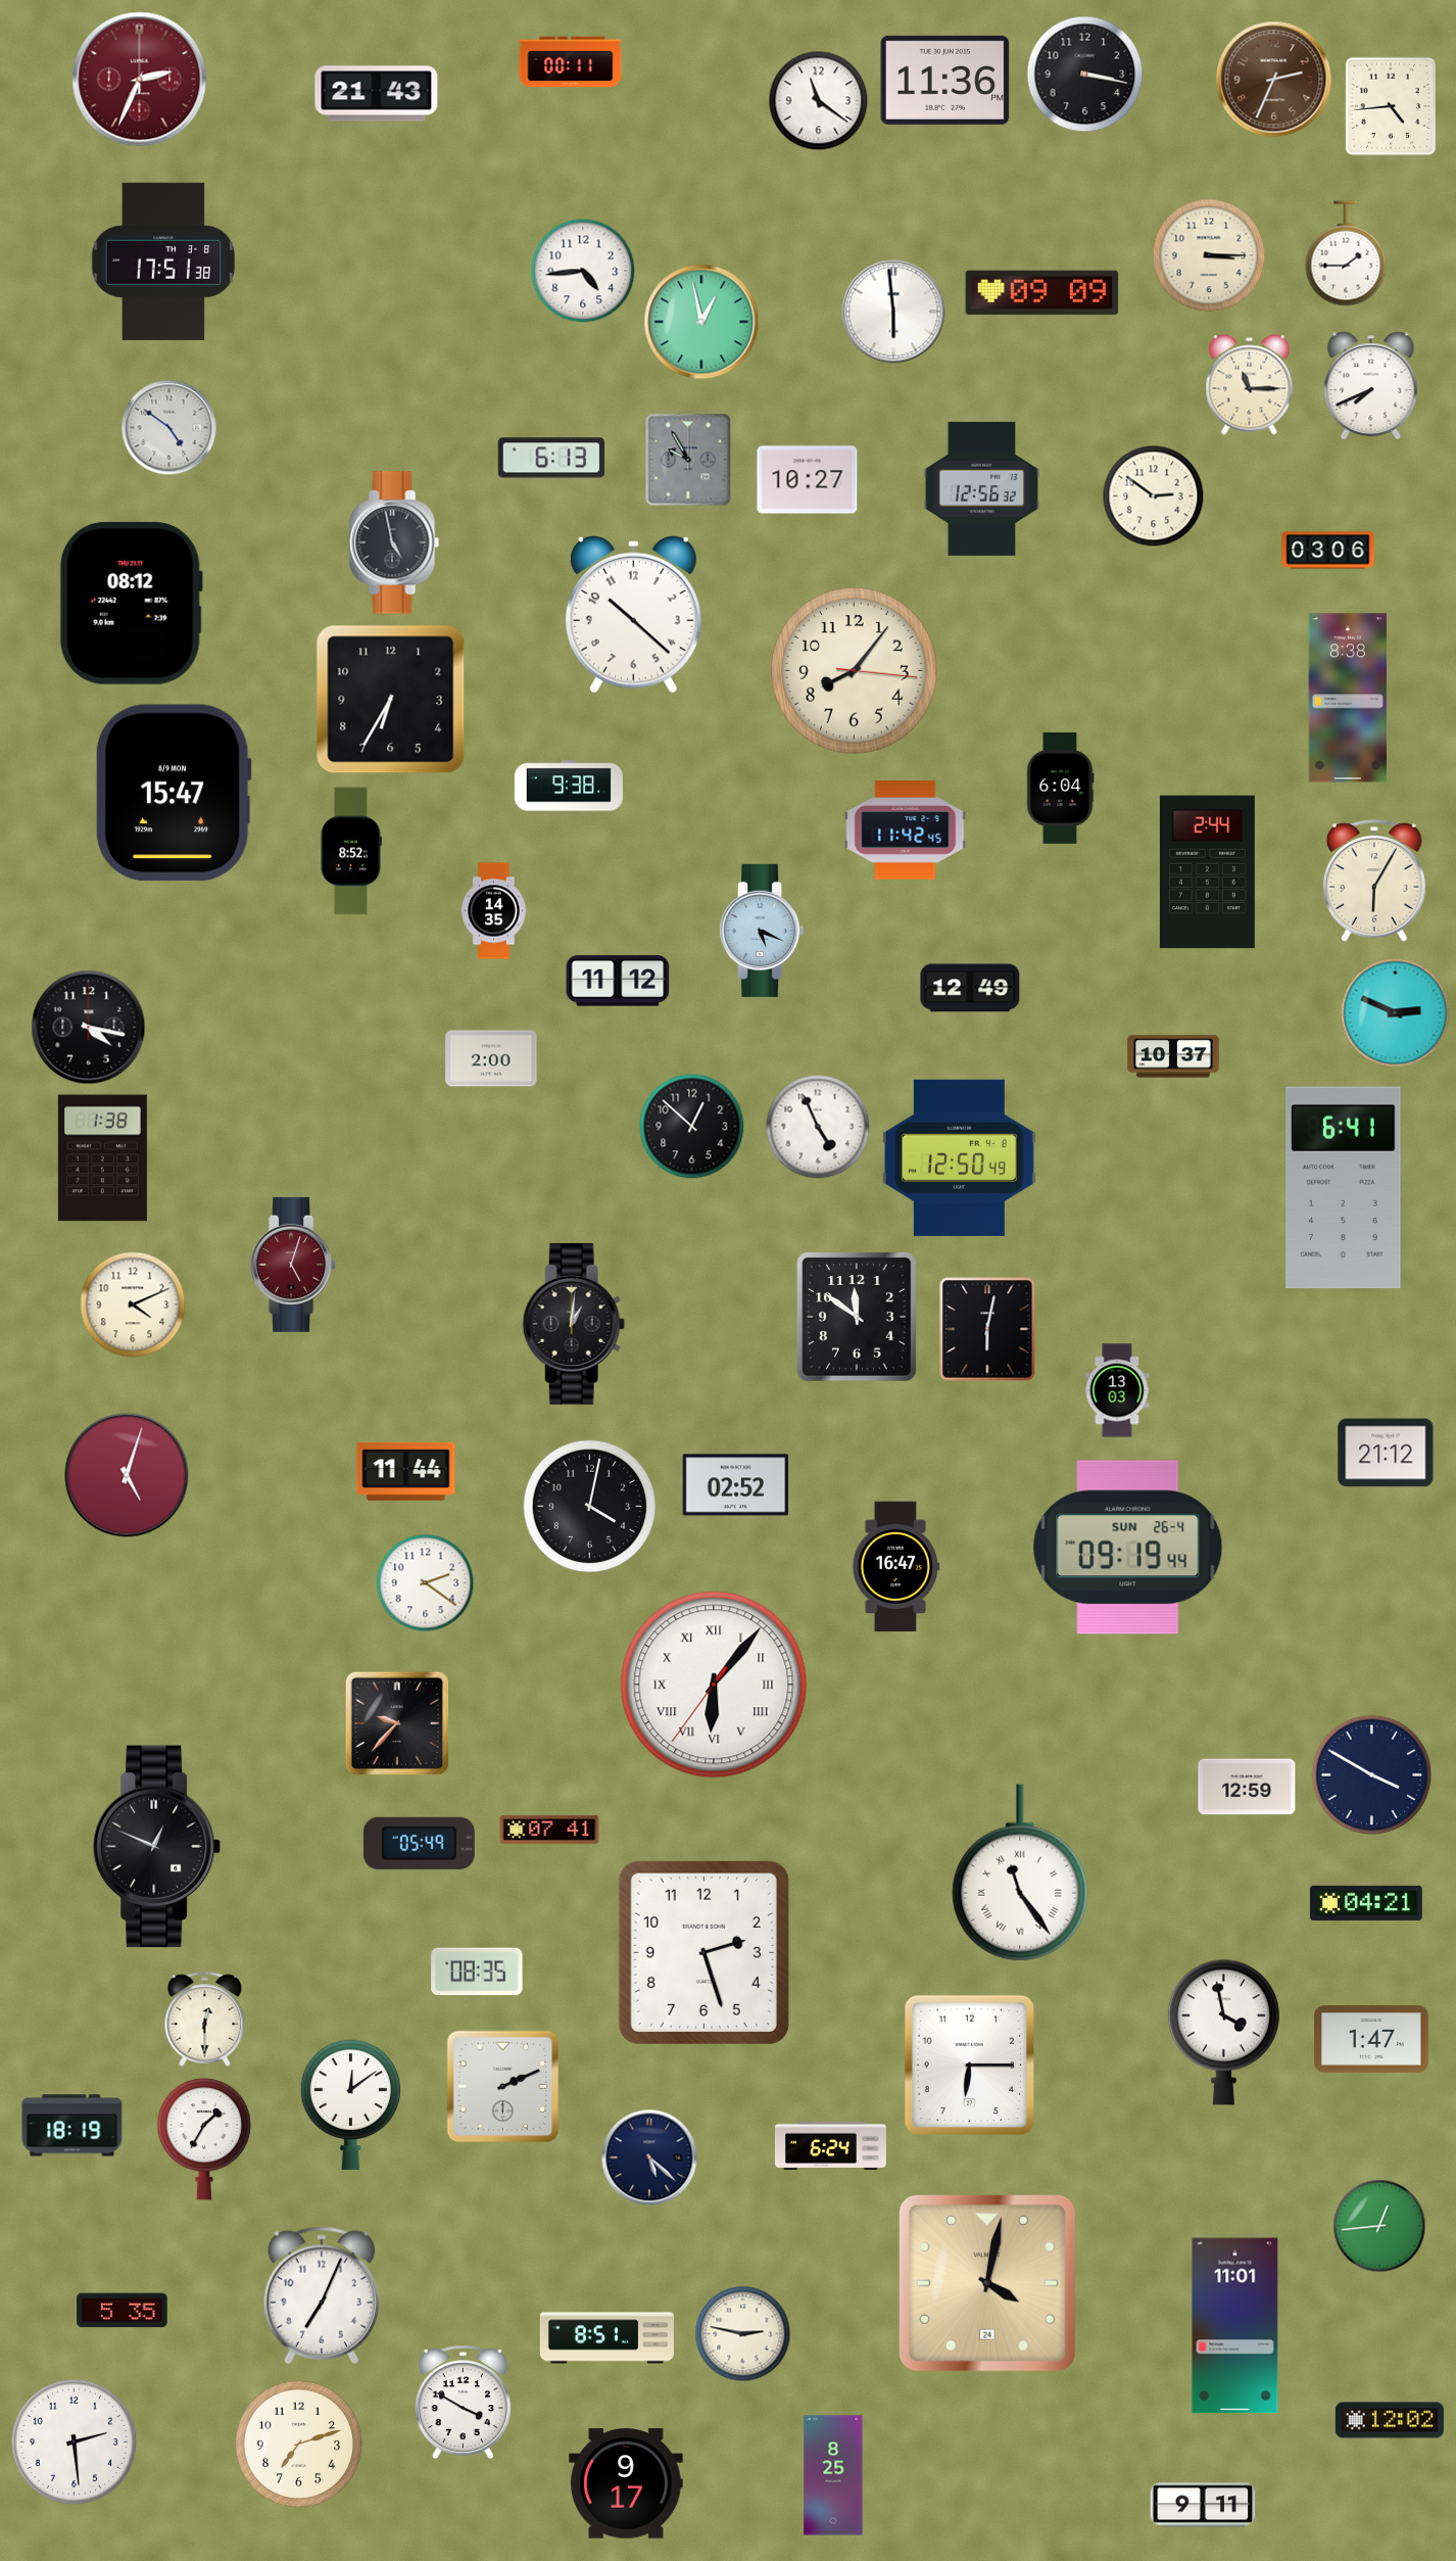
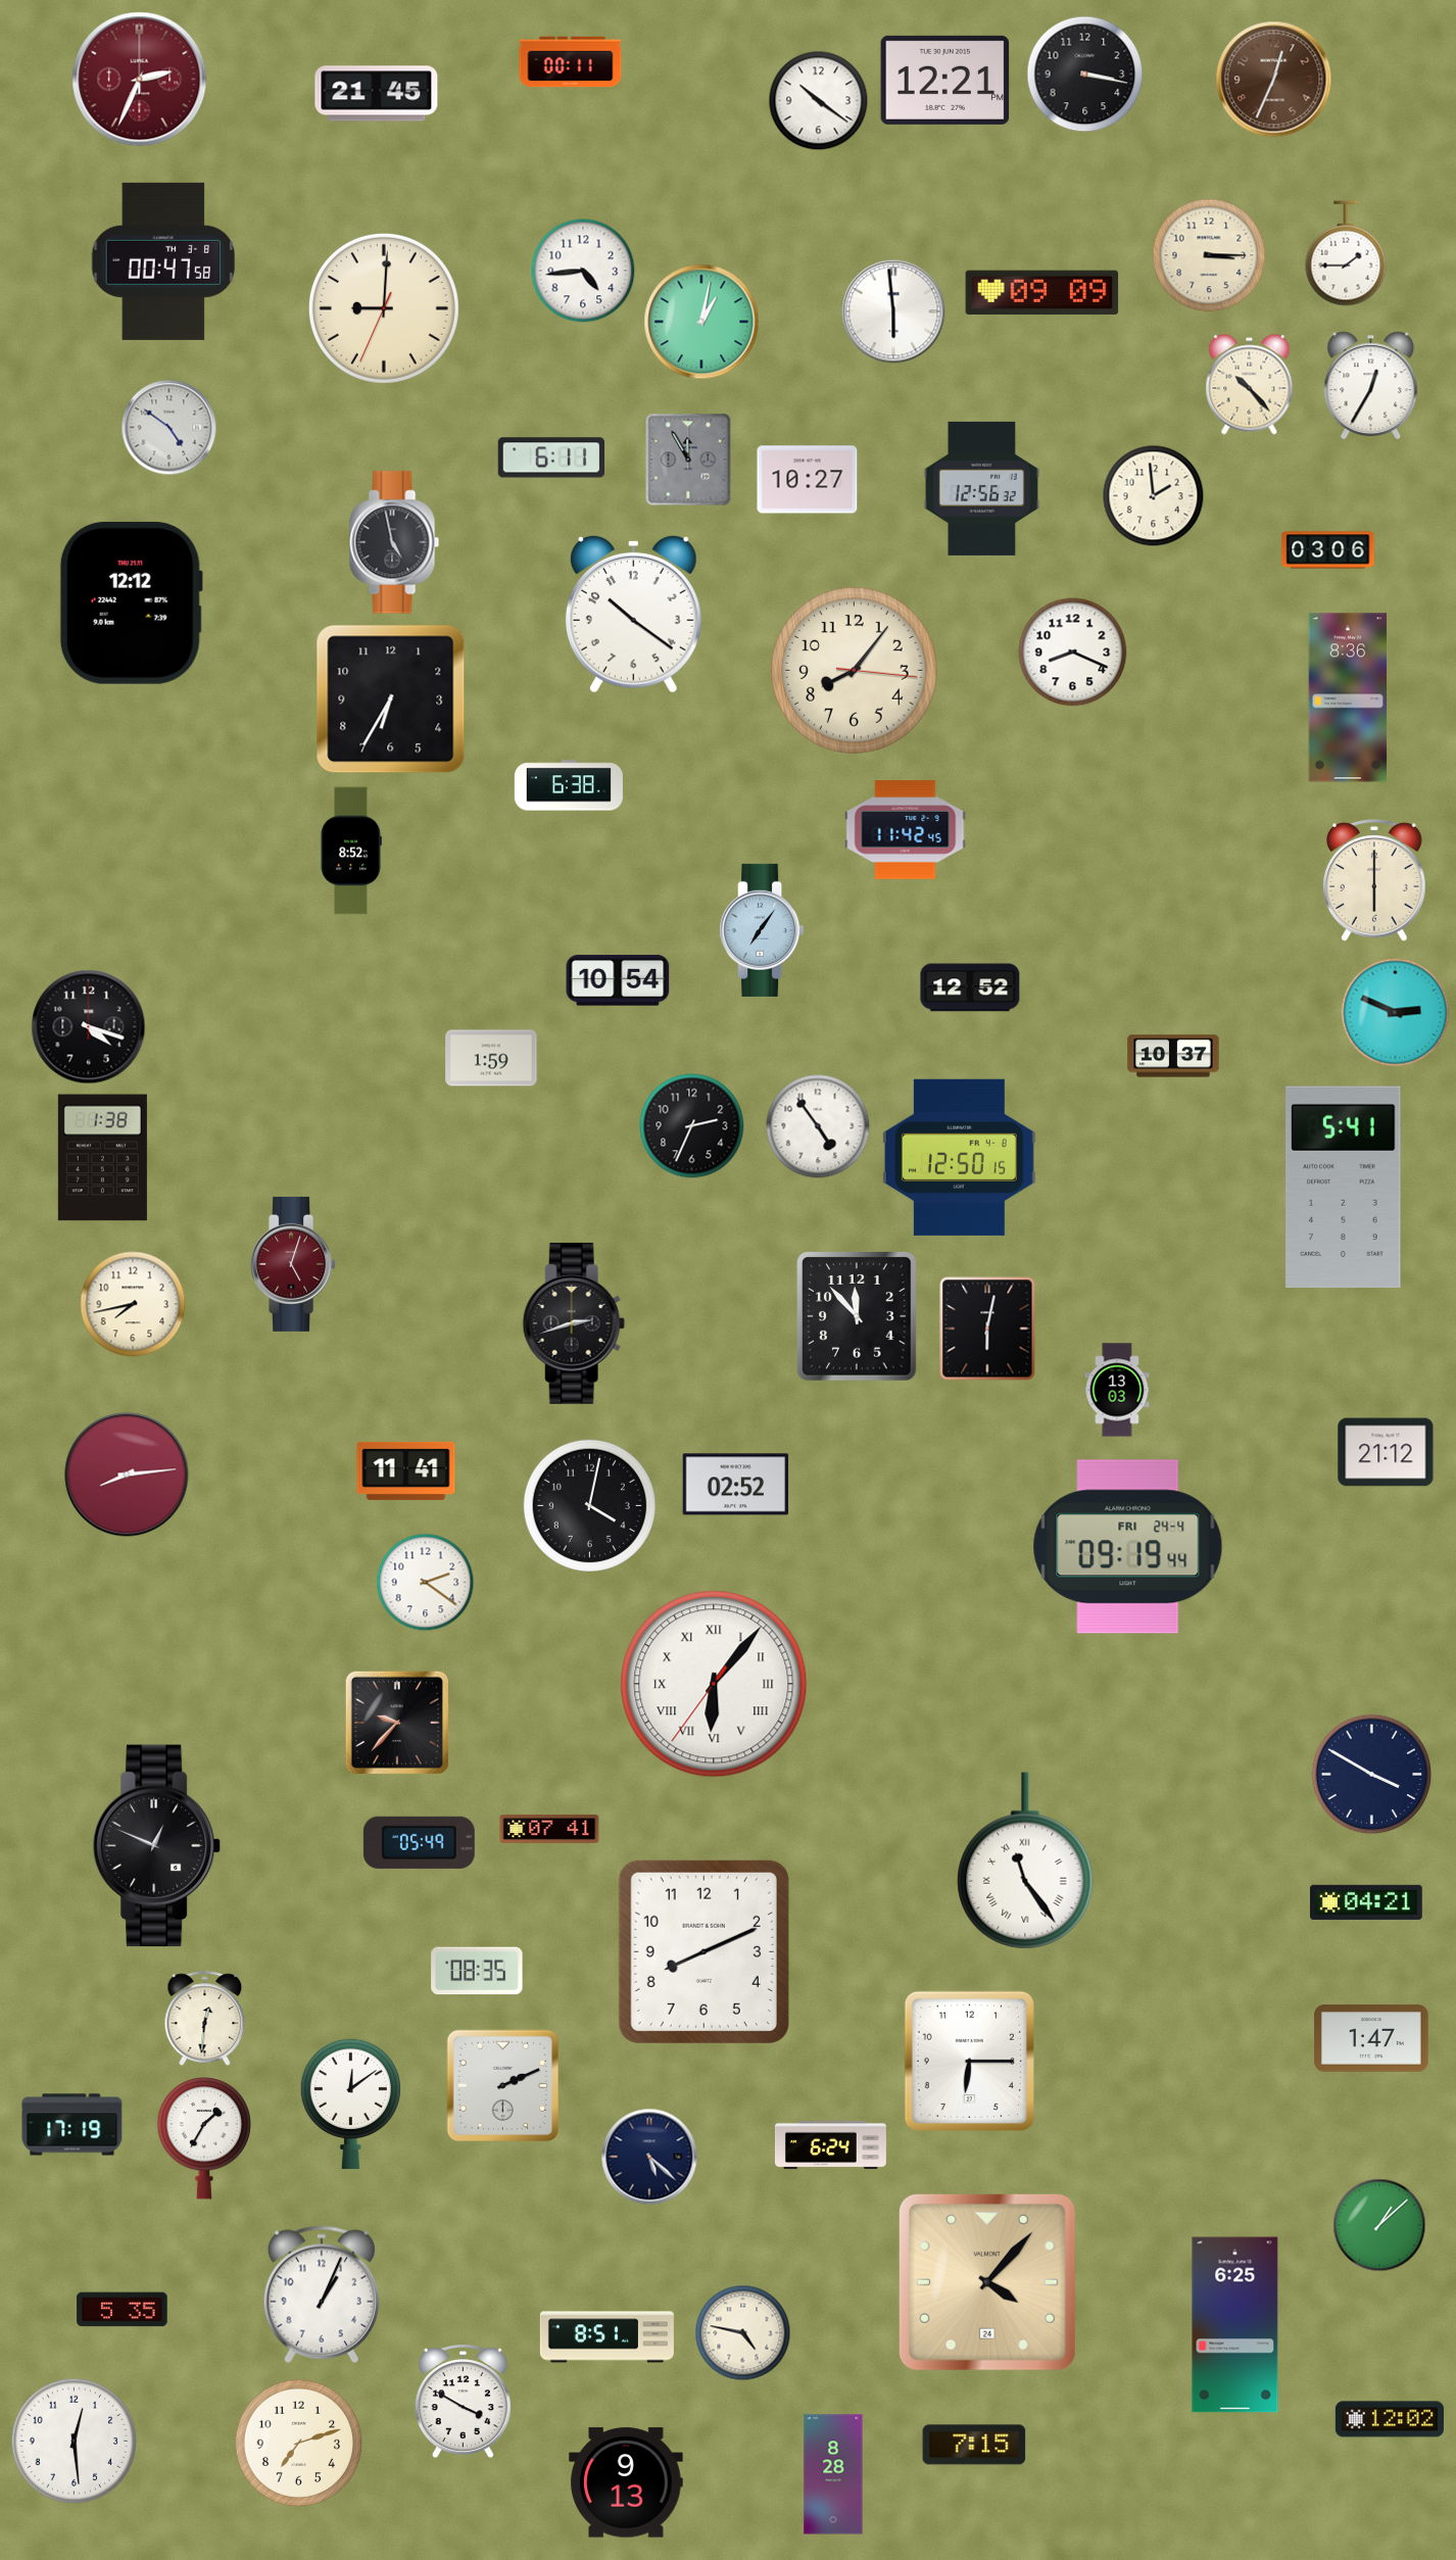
clock at (945, 80): 11:36 -> 12:21
clock at (1274, 80): 2:34 -> 12:34
clock at (377, 94): 21:43 -> 21:45
clock at (819, 101): 11:21 -> 10:21
clock at (1391, 106): 4:44 -> none
clock at (163, 262): 17:51 -> 00:47
clock at (384, 308): none -> 9:00
clock at (701, 322): 12:58 -> 1:02
clock at (1250, 385): 11:15 -> 10:23
clock at (1371, 386): 7:41 -> 12:35
clock at (550, 458): 6:13 -> 6:11
clock at (688, 460): 9:55 -> 11:55
clock at (1154, 496): 2:51 -> 1:59
clock at (131, 603): 08:12 -> 12:12
clock at (633, 614): 10:22 -> 10:21
clock at (1073, 653): none -> 8:19
clock at (1348, 698): 8:38 -> 8:36
clock at (569, 786): 9:38 -> 6:38
clock at (1060, 788): 6:04 -> none
clock at (174, 793): 15:47 -> none
clock at (1207, 872): 2:44 -> none
clock at (1375, 881): 6:05 -> 6:00
clock at (494, 911): 14:35 -> none
clock at (762, 931): 5:19 -> 7:06
clock at (618, 981): 11:12 -> 10:54
clock at (970, 988): 12:49 -> 12:52
clock at (89, 1028): 4:17 -> 4:18
clock at (491, 1058): 2:00 -> 1:59
clock at (692, 1127): 12:52 -> 2:34
clock at (818, 1127): 4:56 -> 4:54
clock at (959, 1157): 12:50:49 -> 12:50:15
clock at (1344, 1188): 6:41 -> 5:41
clock at (133, 1305): 4:11 -> 7:43
clock at (858, 1317): 11:51 -> 11:53
clock at (574, 1324): 1:01 -> 2:42
clock at (406, 1471): 11:44 -> 11:41
clock at (127, 1475): 5:03 -> 8:14
clock at (1128, 1548) date: SUN 26-4 -> FRI 24-4
clock at (896, 1567): 16:47 -> none
clock at (1247, 1787): 12:59 -> none
clock at (1020, 1872) position: (1020, 1872) -> (1025, 1861)
clock at (703, 1952): 2:27 -> 8:11
clock at (205, 2019): 12:30 -> 12:31
clock at (1223, 2032): 3:58 -> none
clock at (969, 2065) position: (969, 2065) -> (969, 2061)
clock at (72, 2126): 18:19 -> 17:19
clock at (1379, 2226): 12:44 -> 1:08
clock at (987, 2283): 4:02 -> 4:07
clock at (322, 2295): 7:04 -> 1:04
clock at (1235, 2326): 11:01 -> 6:25
clock at (743, 2334): 2:47 -> 4:47
clock at (75, 2443): 2:29 -> 12:29
clock at (974, 2445): none -> 7:15
clock at (833, 2475): 8:25 -> 8:28
clock at (626, 2483): 9:17 -> 9:13
clock at (1203, 2505): 9:11 -> none
